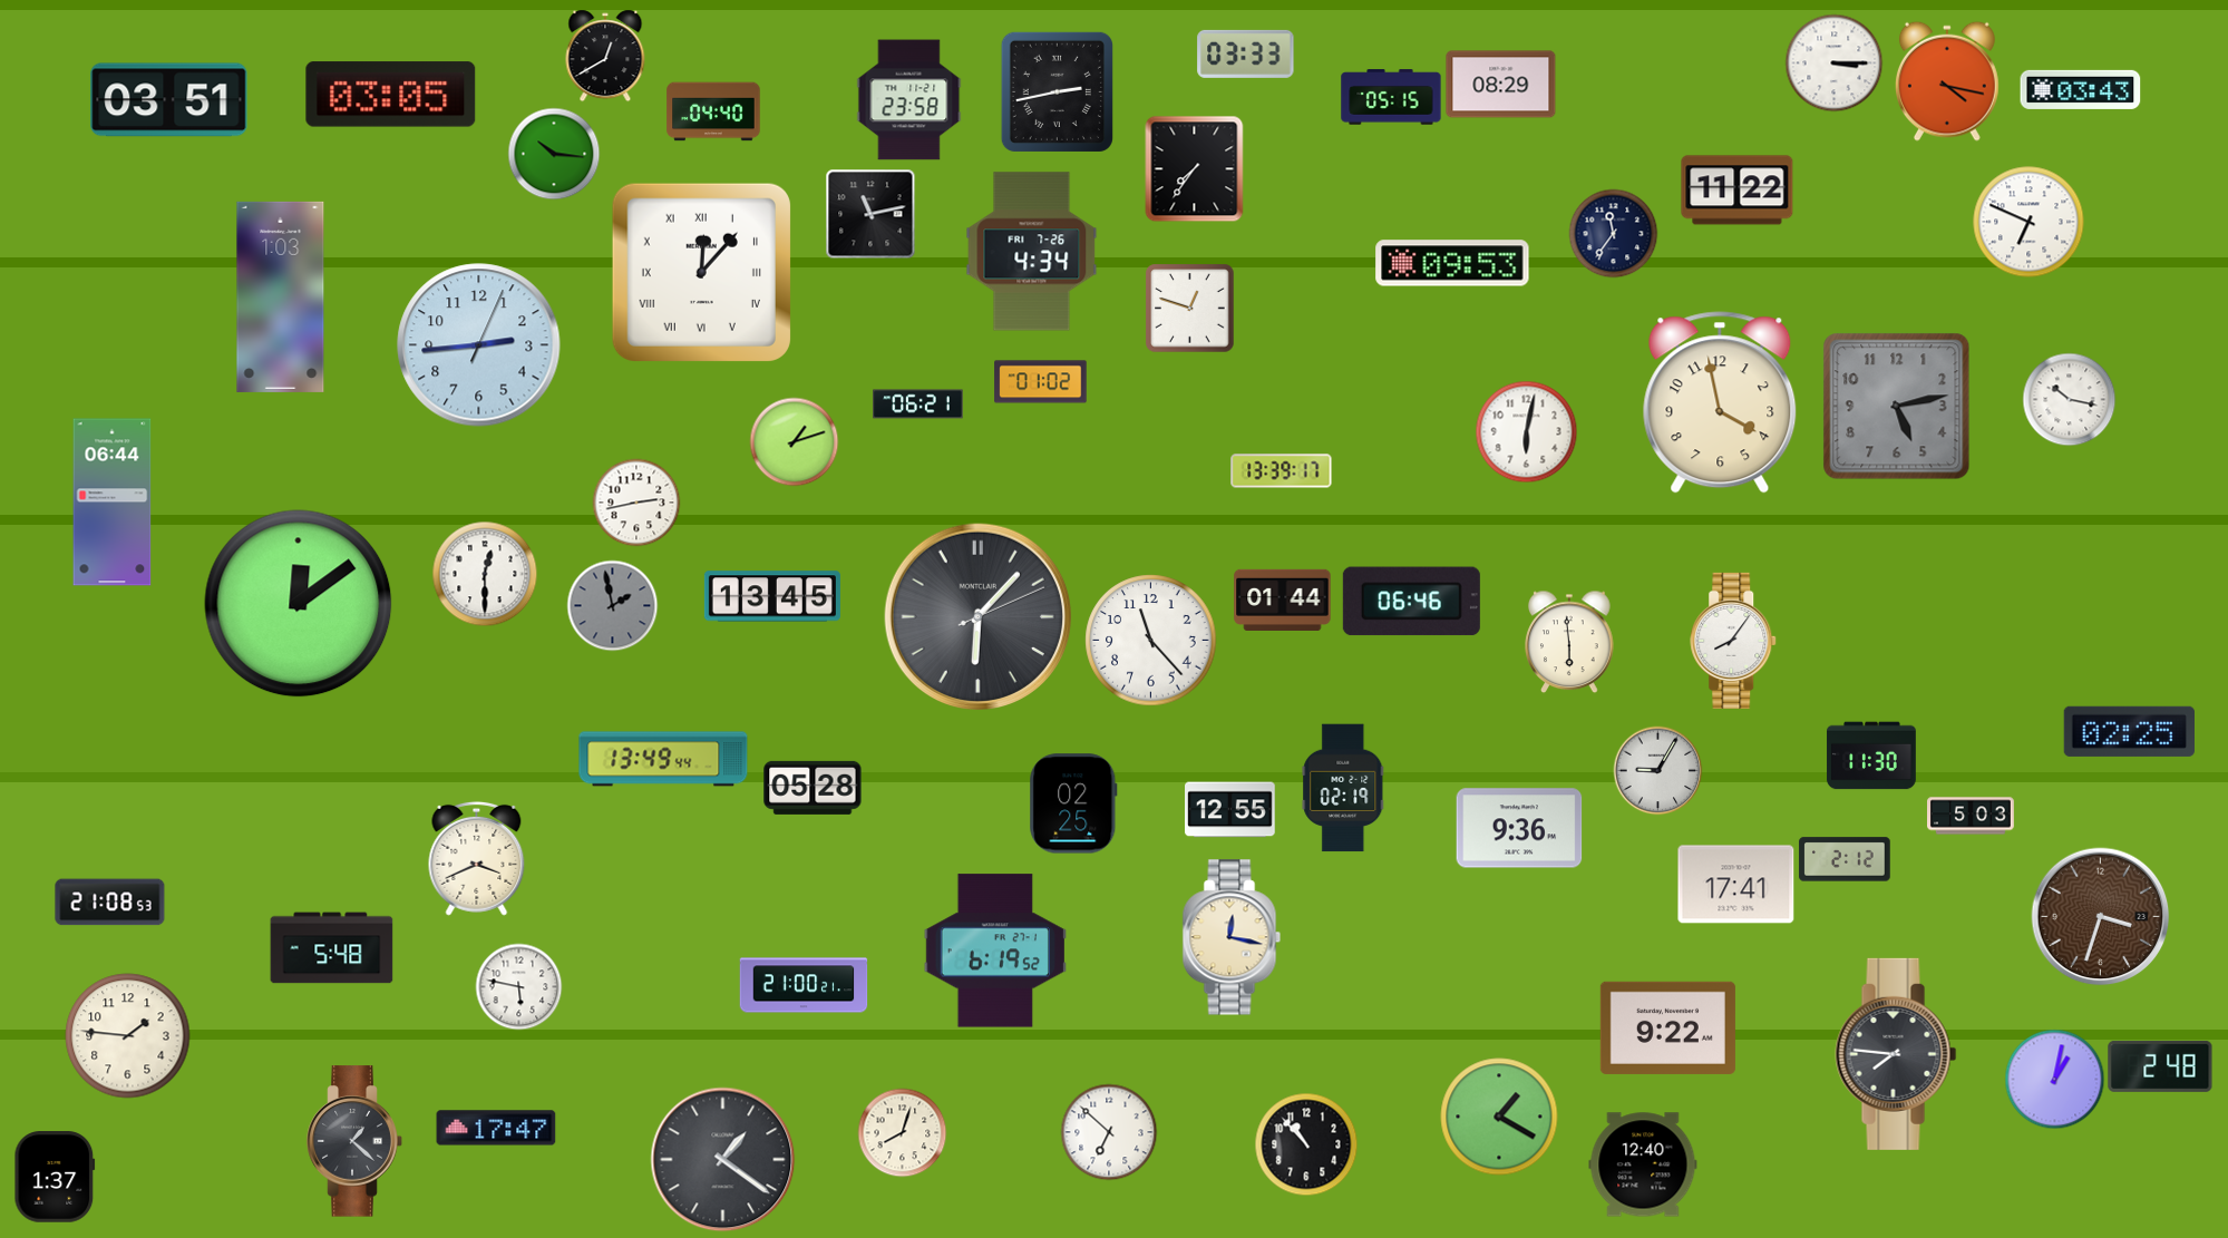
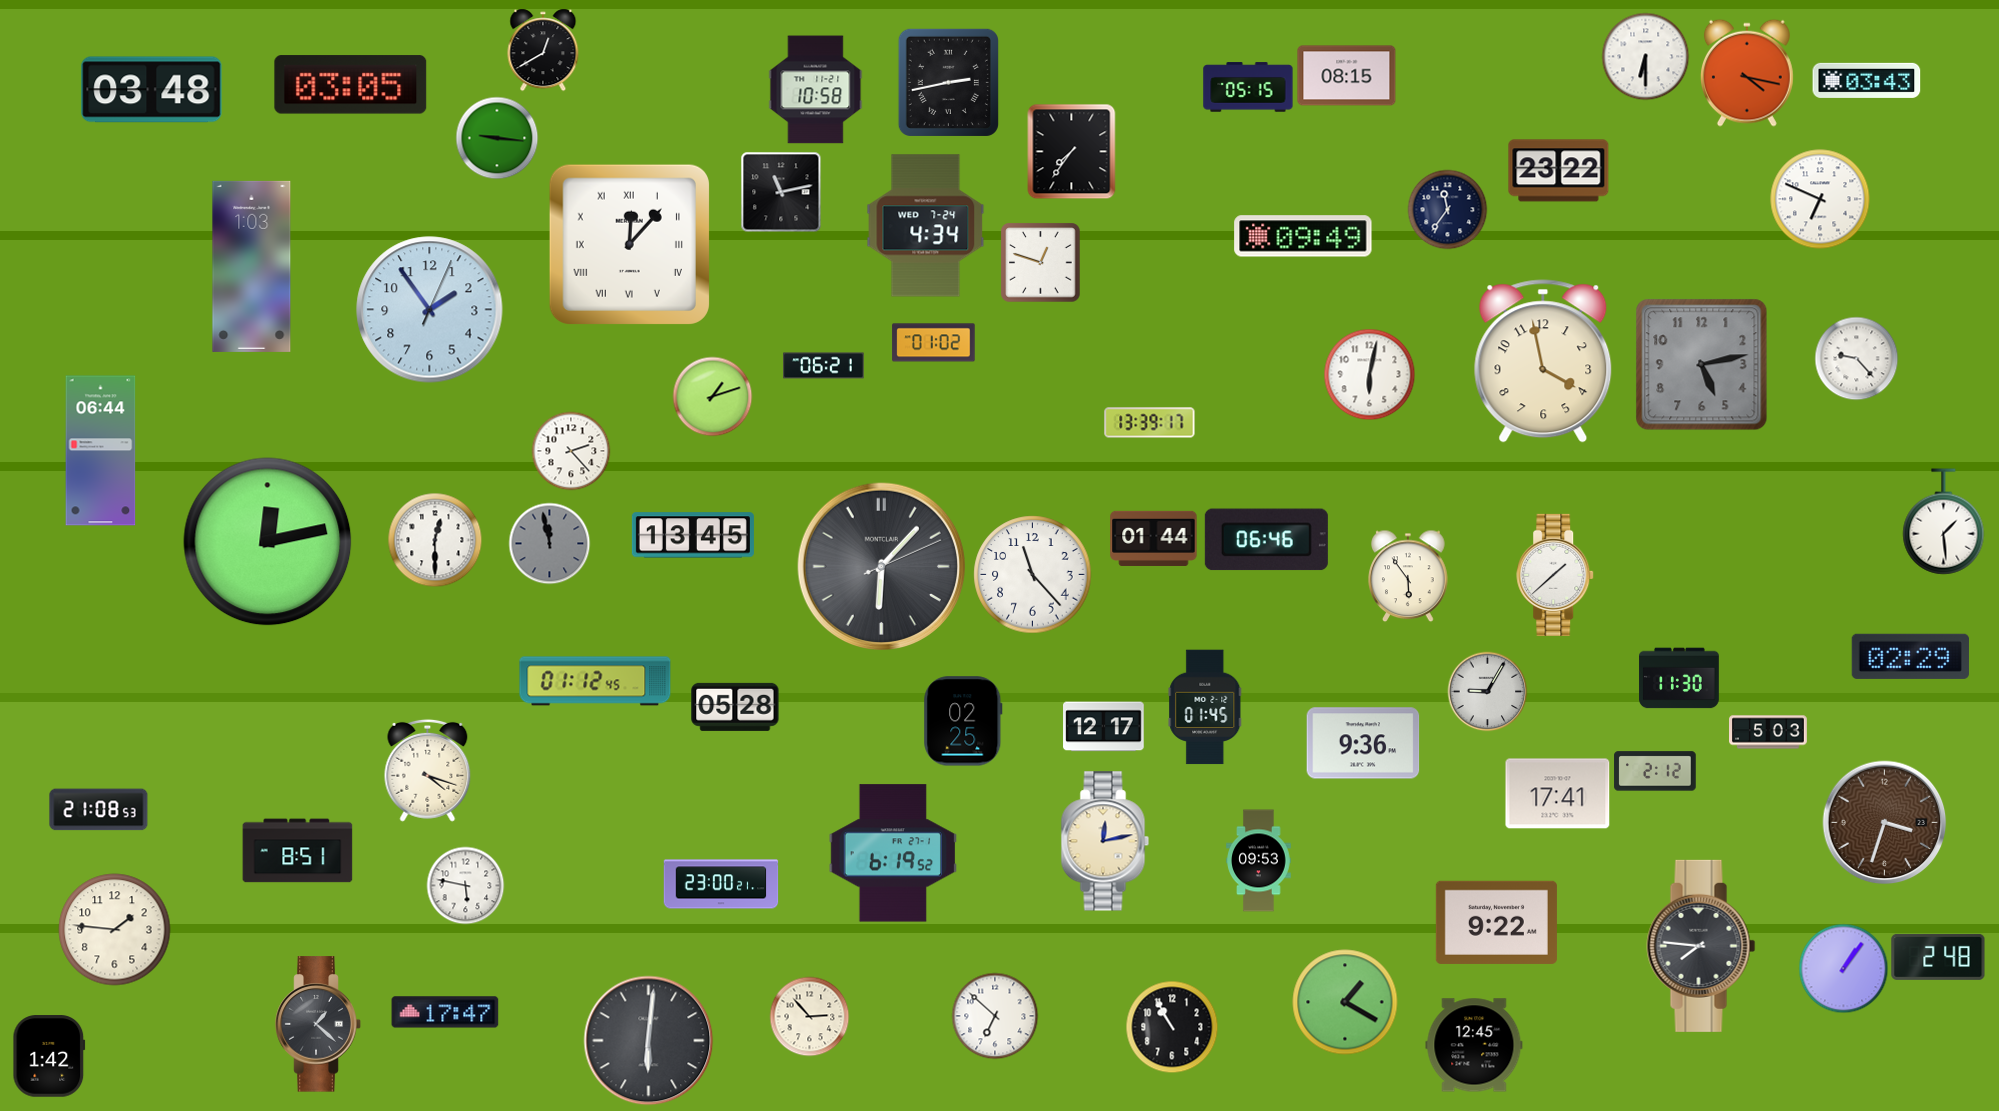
clock at (1246, 53): 03:33 -> none
clock at (1833, 62): 3:15 -> 6:30
clock at (1501, 85): 08:29 -> 08:15
clock at (169, 100): 03:51 -> 03:48
clock at (909, 100): 23:58 -> 10:58
clock at (713, 111): 04:40 -> none
clock at (554, 154): 10:16 -> 9:16
clock at (1738, 191): 11:22 -> 23:22
clock at (1032, 252) date: FRI 7-26 -> WED 7-24
clock at (1452, 263): 09:53 -> 09:49
clock at (1189, 308) position: (1189, 308) -> (1040, 262)
clock at (479, 345): 2:44 -> 1:54
clock at (2069, 399): 10:17 -> 9:23
clock at (918, 404) position: (918, 404) -> (824, 366)
clock at (1526, 431) position: (1526, 431) -> (1369, 374)
clock at (636, 503): 2:43 -> 2:23
clock at (485, 574) position: (485, 574) -> (435, 540)
clock at (1944, 522): none -> 1:29
clock at (1283, 599) position: (1283, 599) -> (1154, 538)
clock at (299, 604): 12:09 -> 12:13
clock at (612, 605): 1:58 -> 11:58
clock at (977, 616) position: (977, 616) -> (881, 566)
clock at (1734, 641): 8:06 -> 1:38
clock at (1569, 642): 5:59 -> 5:54
clock at (2129, 731): 02:25 -> 02:29
clock at (663, 759): 13:49 -> 01:12
clock at (813, 788) position: (813, 788) -> (735, 707)
clock at (1343, 788): 02:19 -> 01:45
clock at (1230, 810): 12:55 -> 12:17
clock at (477, 858): 3:41 -> 4:18
clock at (1232, 937): 12:17 -> 12:13
clock at (332, 948): 5:48 -> 8:51
clock at (1259, 861): none -> 09:53
clock at (804, 985): 21:00 -> 23:00
clock at (2054, 1079): 1:02 -> 1:06
clock at (902, 1132): 8:03 -> 2:53
clock at (1306, 1144): 10:53 -> 10:55
clock at (723, 1160): 1:21 -> 6:01
clock at (1643, 1164): 12:40 -> 12:45
clock at (55, 1177): 1:37 -> 1:42
